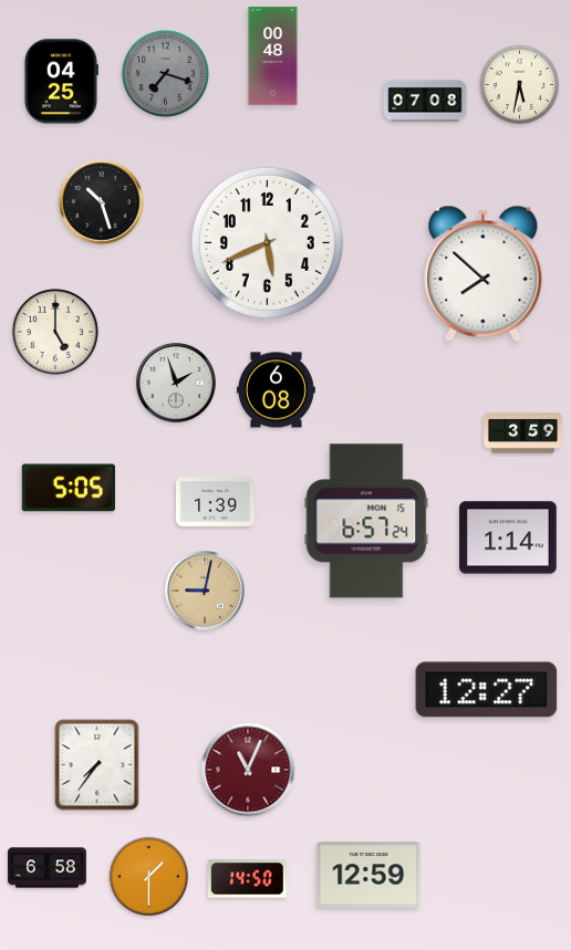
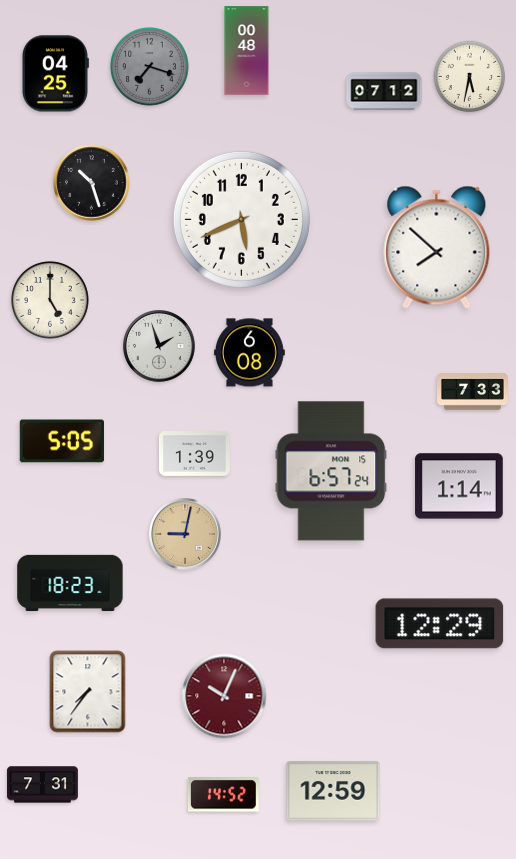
clock at (425, 101): 07:08 -> 07:12
clock at (523, 434): 3:59 -> 7:33
clock at (70, 582): none -> 18:23
clock at (487, 690): 12:27 -> 12:29
clock at (248, 770): 11:04 -> 10:04
clock at (48, 868): 6:58 -> 7:31
clock at (149, 877): 1:30 -> none
clock at (247, 879): 14:50 -> 14:52
